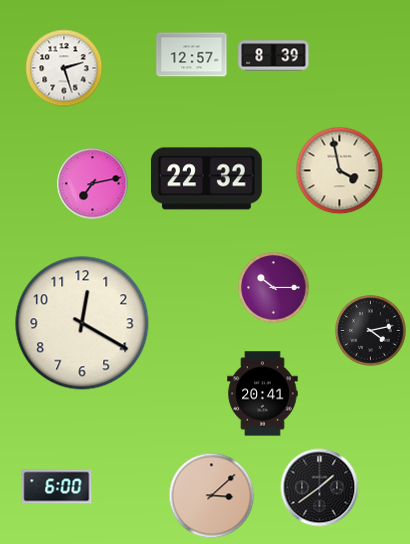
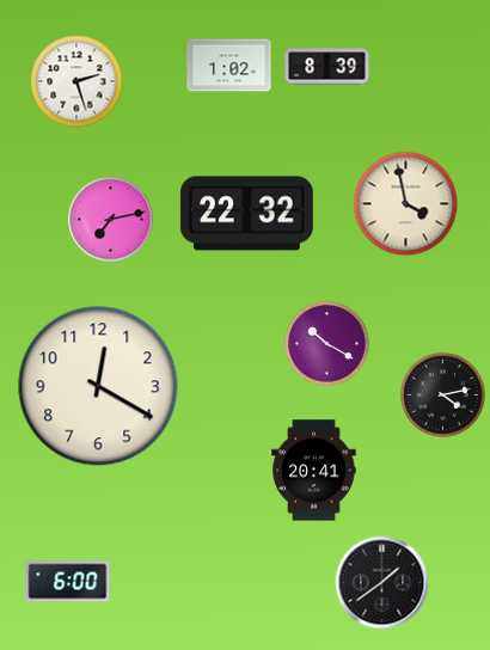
clock at (192, 55): 12:57 -> 1:02
clock at (274, 288): 10:15 -> 10:20
clock at (212, 496): 3:08 -> none
